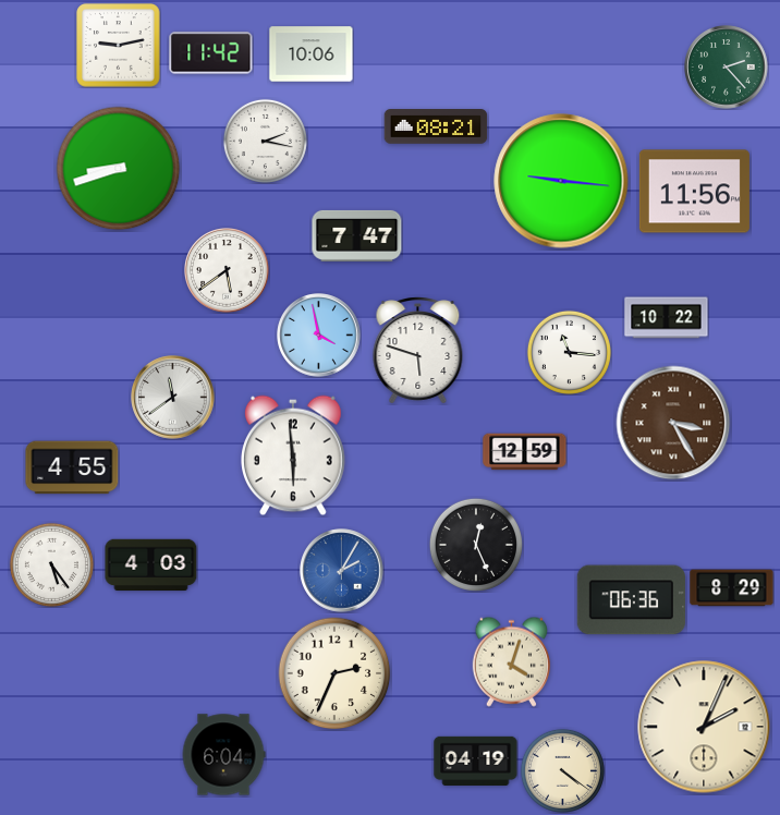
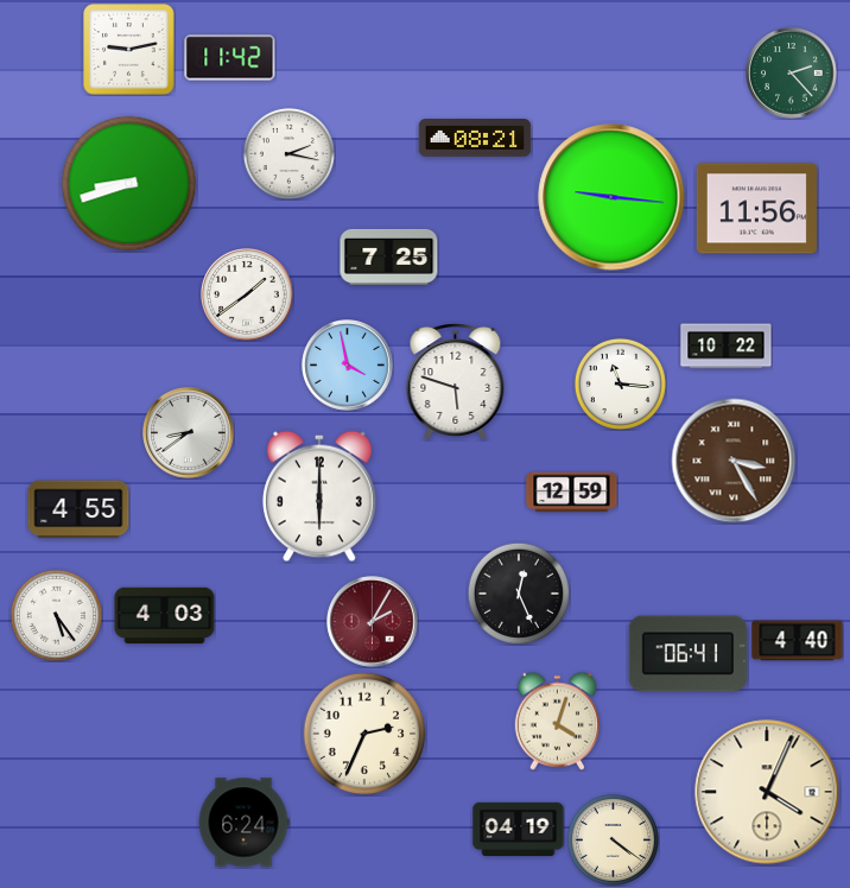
clock at (312, 54): 10:06 -> none
clock at (357, 235): 7:47 -> 7:25
clock at (227, 270): 5:39 -> 1:39
clock at (173, 398): 11:39 -> 8:39
clock at (294, 455): 5:59 -> 6:00
clock at (342, 571) dial: blue -> burgundy
clock at (732, 588): 8:29 -> 4:40
clock at (631, 600): 06:36 -> 06:41
clock at (704, 727): 2:04 -> 4:04
clock at (223, 755): 6:04 -> 6:24
